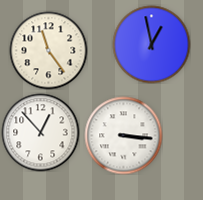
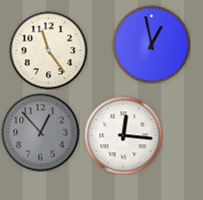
clock at (40, 132) dial: white -> grey
clock at (123, 135): 3:16 -> 12:16
